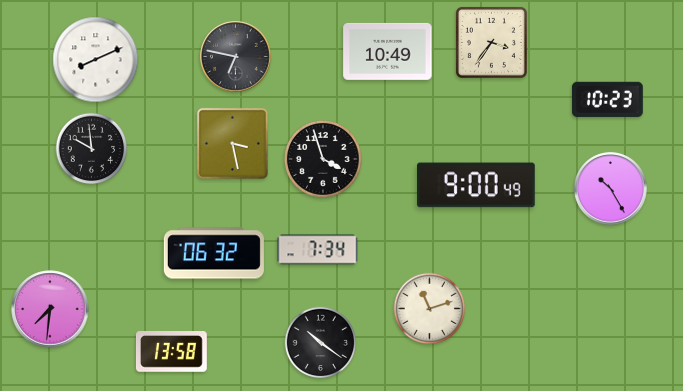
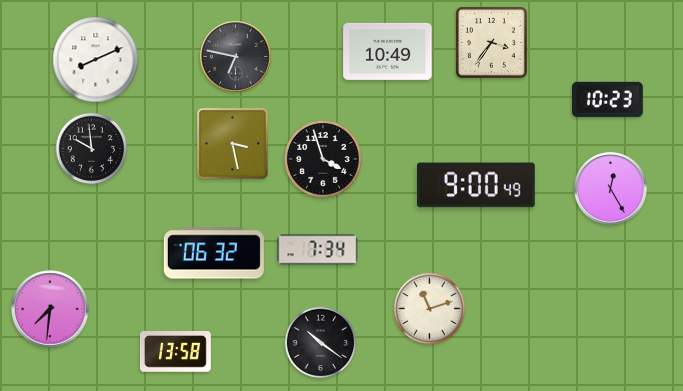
clock at (611, 189): 10:25 -> 12:25
clock at (171, 352) position: (171, 352) -> (175, 352)
